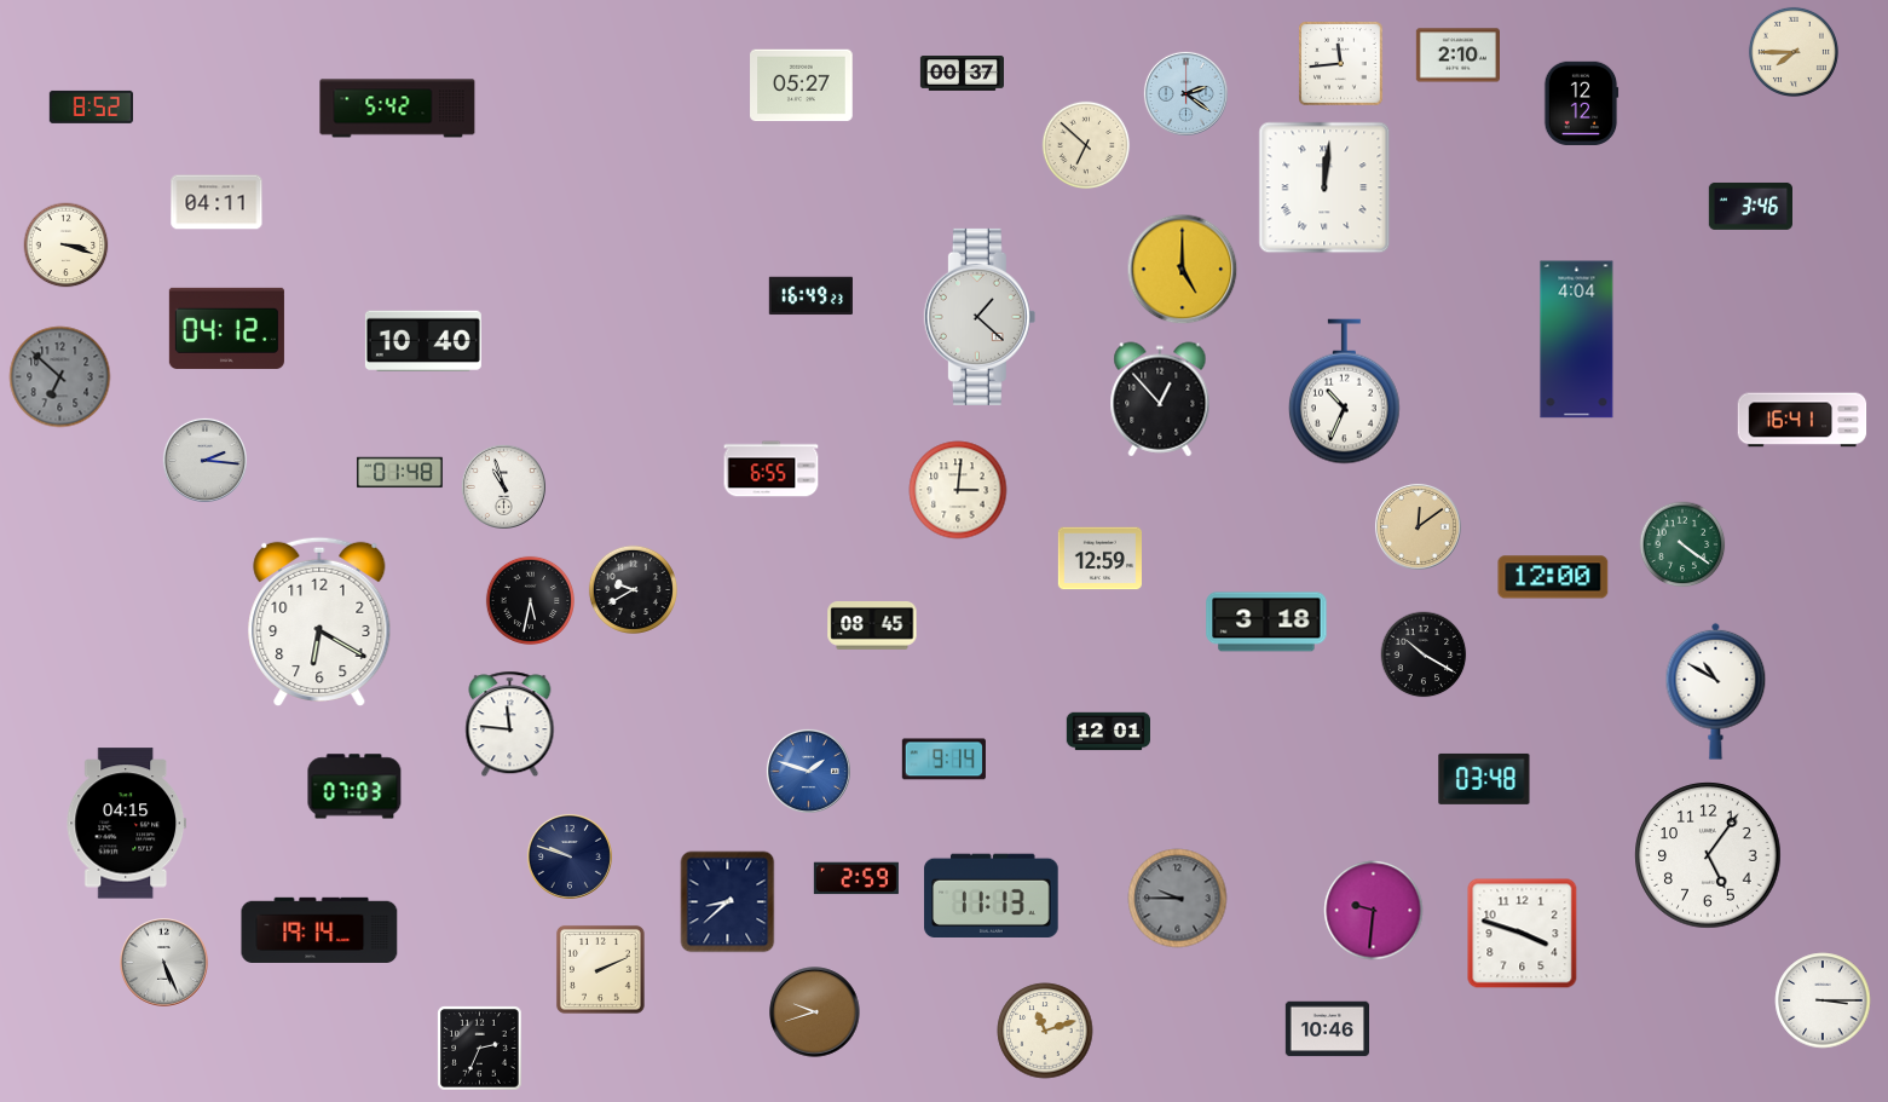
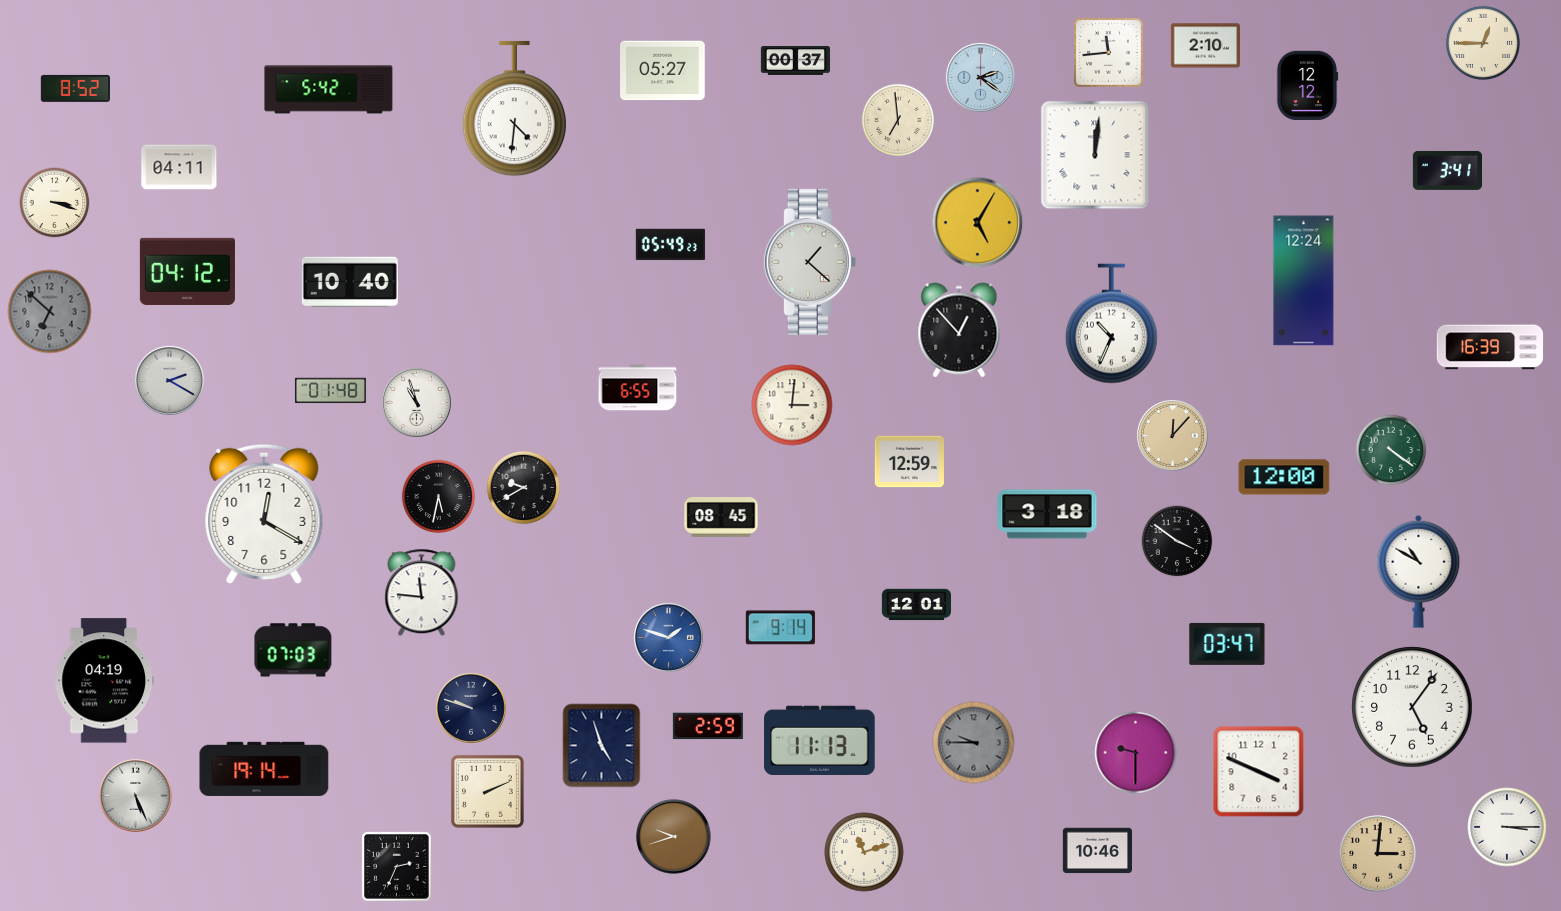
clock at (1794, 52): 7:45 -> 12:45
clock at (514, 109): none -> 4:31
clock at (1086, 145): 6:52 -> 6:59
clock at (1750, 206): 3:46 -> 3:41
clock at (1183, 270): 5:00 -> 5:05
clock at (810, 296): 16:49 -> 05:49
clock at (1577, 340): 4:04 -> 12:24
clock at (1802, 420): 16:41 -> 16:39
clock at (204, 460): 2:16 -> 2:20
clock at (1418, 526): 12:09 -> 12:07
clock at (319, 622): 6:20 -> 12:20
clock at (1424, 654): 10:20 -> 3:51
clock at (510, 725) position: (510, 725) -> (422, 593)
clock at (1484, 779): 03:48 -> 03:47
clock at (126, 824): 04:15 -> 04:19
clock at (728, 902): 8:38 -> 4:57
clock at (1374, 911): 9:31 -> 9:30
clock at (1523, 934): 3:48 -> 3:49
clock at (600, 969) position: (600, 969) -> (487, 791)
clock at (1378, 854): none -> 3:01
